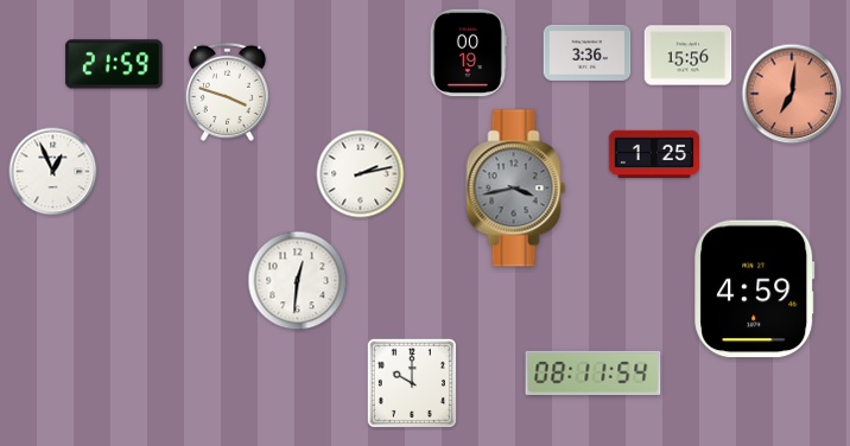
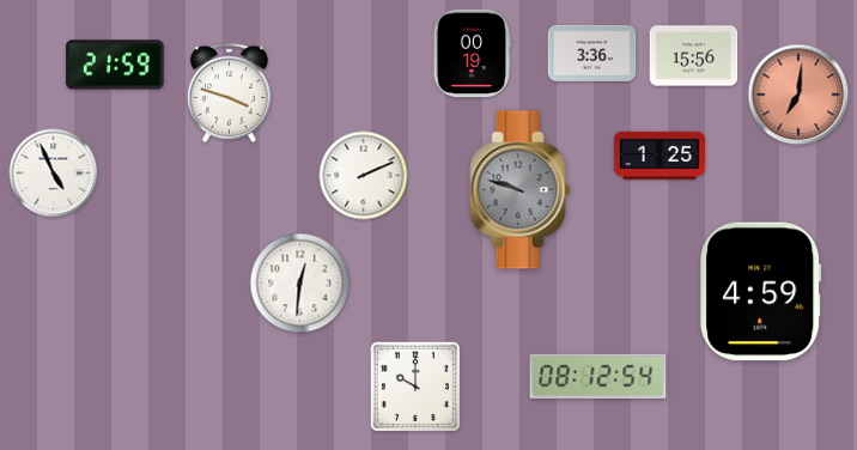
clock at (53, 172): 12:56 -> 4:56
clock at (361, 174): 2:13 -> 2:11
clock at (516, 189): 3:43 -> 9:48
clock at (594, 372): 08:11 -> 08:12
